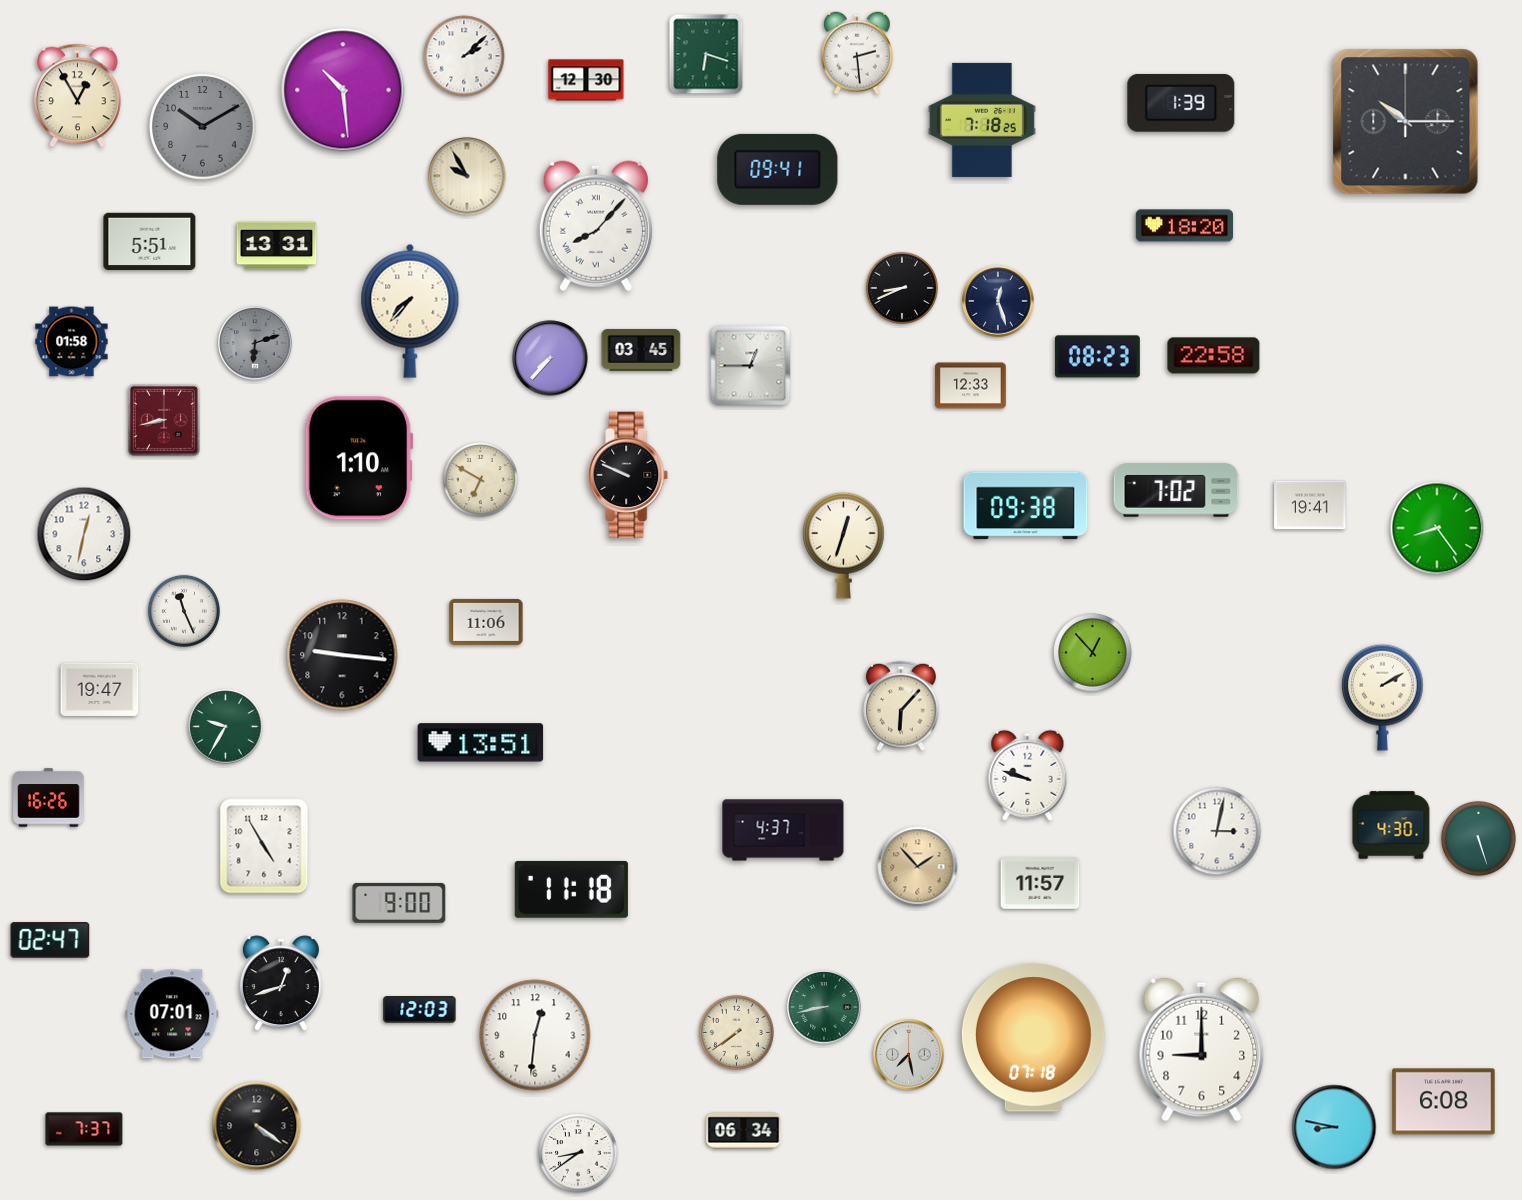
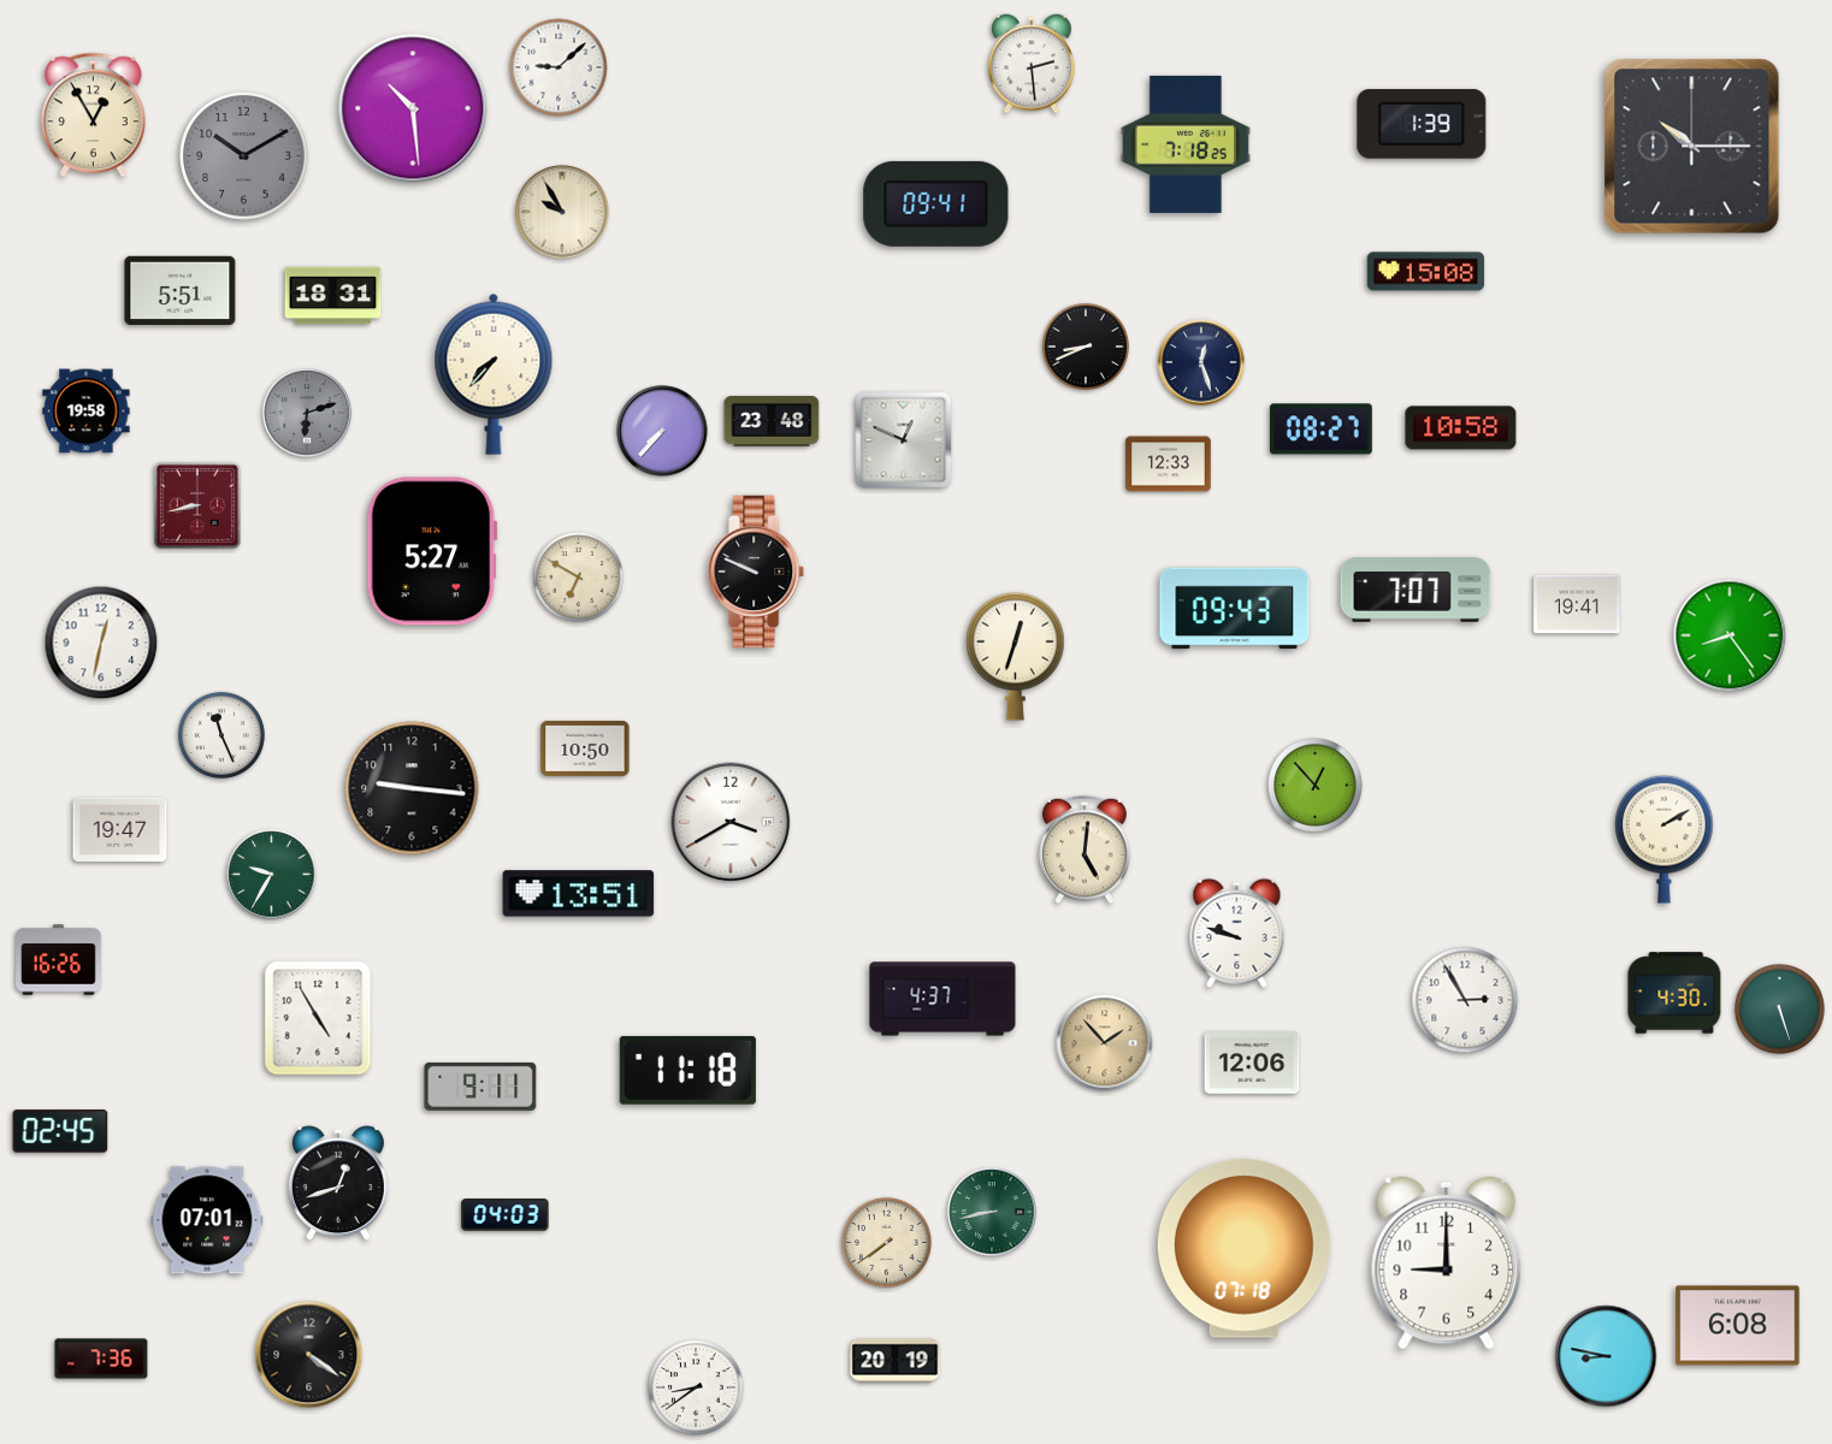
clock at (706, 54): 6:18 -> none
clock at (464, 56): 2:08 -> 9:08
clock at (586, 80): 12:30 -> none
clock at (982, 120) position: (982, 120) -> (1186, 144)
clock at (203, 127) position: (203, 127) -> (244, 156)
clock at (596, 226): 8:07 -> none
clock at (1185, 226): 18:20 -> 15:08
clock at (277, 246): 13:31 -> 18:31
clock at (72, 342): 01:58 -> 19:58
clock at (641, 350): 03:45 -> 23:48
clock at (1214, 356): 22:58 -> 10:58
clock at (1097, 357): 08:23 -> 08:27
clock at (751, 366): 12:45 -> 12:49
clock at (359, 458): 1:10 -> 5:27
clock at (1176, 490): 7:02 -> 7:07
clock at (1310, 505) position: (1310, 505) -> (1577, 604)
clock at (1026, 506): 09:38 -> 09:43
clock at (486, 622): 11:06 -> 10:50
clock at (731, 822): none -> 3:40
clock at (902, 706): 6:07 -> 5:01
clock at (1217, 831): 3:02 -> 2:55
clock at (1040, 883): 11:57 -> 12:06
clock at (399, 903): 9:00 -> 9:11
clock at (50, 940): 02:47 -> 02:45
clock at (420, 1010): 12:03 -> 04:03
clock at (535, 1035): 12:31 -> none
clock at (909, 1055): 7:28 -> none
clock at (84, 1129): 7:37 -> 7:36
clock at (744, 1131): 06:34 -> 20:19
